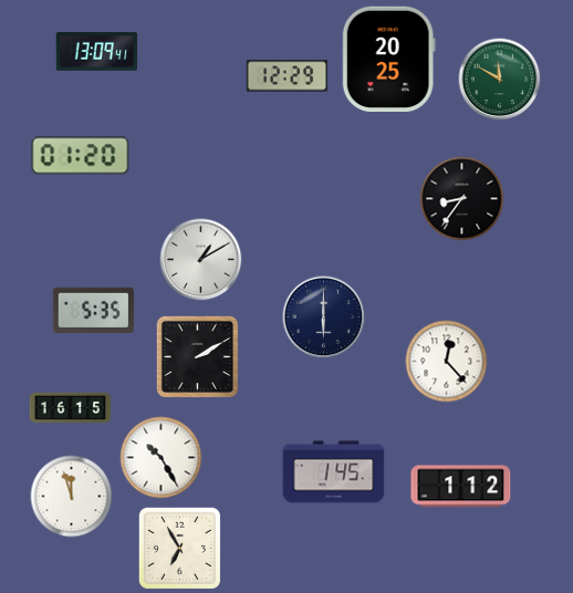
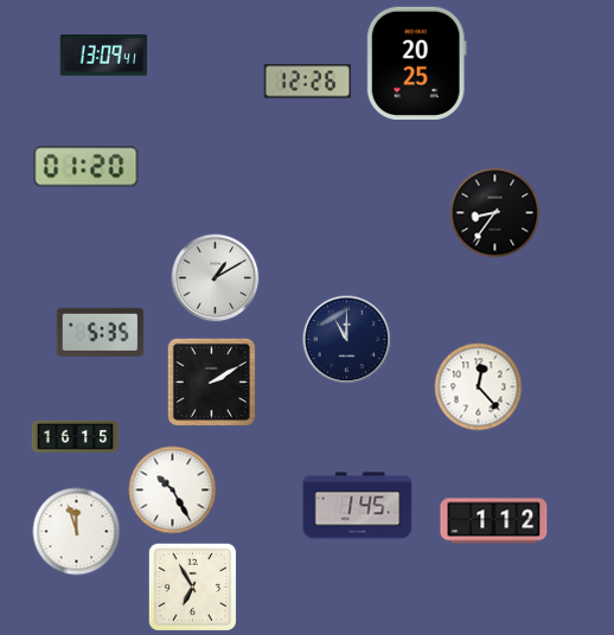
clock at (288, 76): 12:29 -> 12:26
clock at (500, 80): 11:50 -> none
clock at (324, 318): 6:00 -> 11:00
